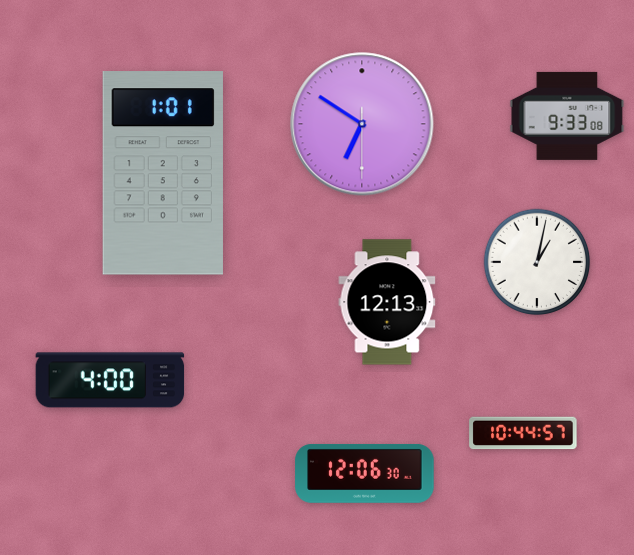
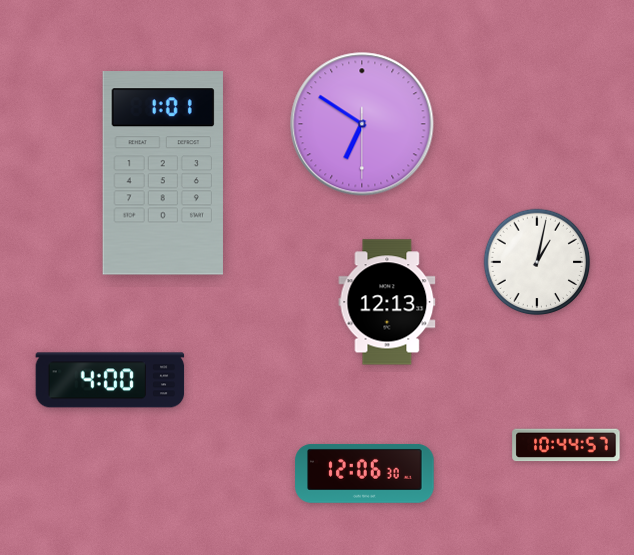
clock at (567, 116): 9:33 -> none
clock at (523, 433) position: (523, 433) -> (566, 445)
